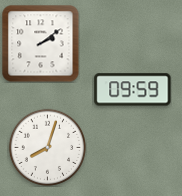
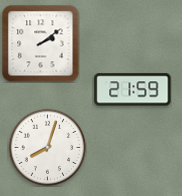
clock at (133, 90): 09:59 -> 21:59
